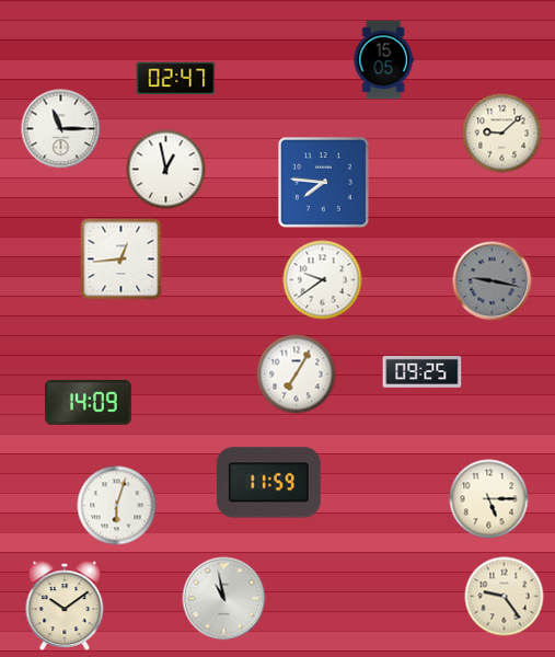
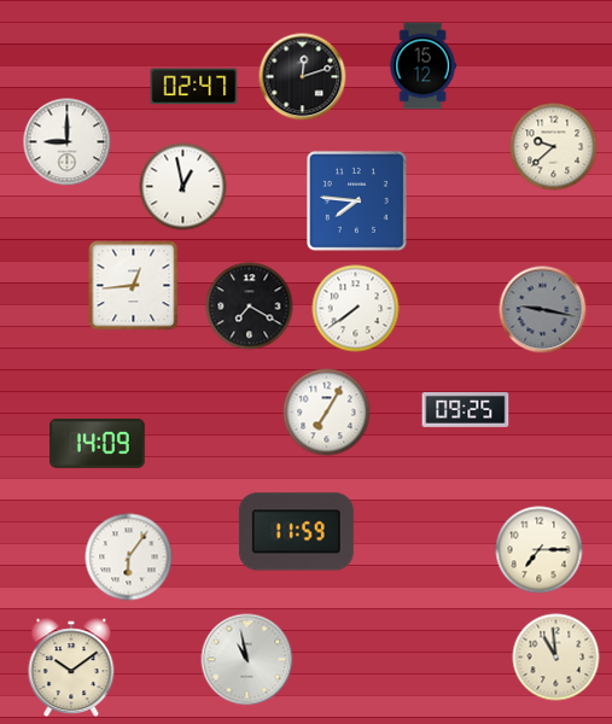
clock at (383, 60): 15:05 -> 15:12
clock at (303, 77): none -> 12:12
clock at (61, 129): 11:15 -> 9:00
clock at (502, 134): 9:08 -> 9:38
clock at (250, 306): none -> 7:20
clock at (323, 280): 9:39 -> 7:39
clock at (489, 499): 5:15 -> 7:15
clock at (117, 506): 6:03 -> 6:06
clock at (505, 597): 9:24 -> 10:59
